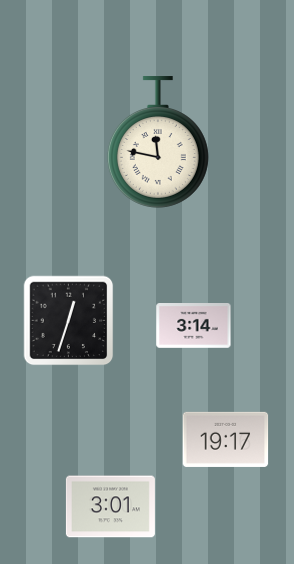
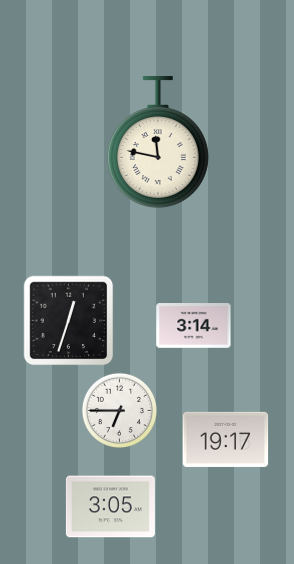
clock at (119, 410): none -> 6:45
clock at (110, 507): 3:01 -> 3:05
